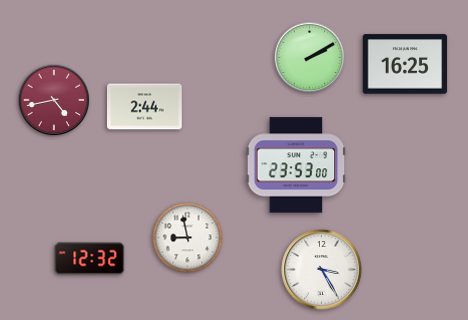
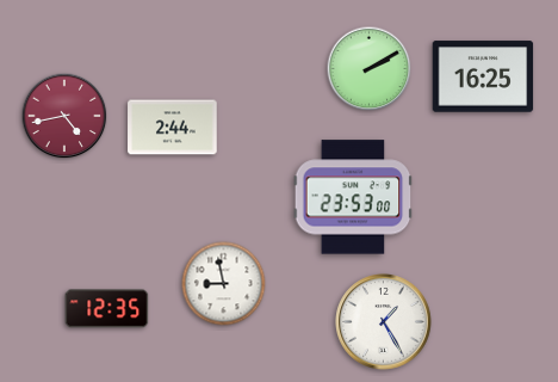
clock at (54, 100) position: (54, 100) -> (64, 116)
clock at (90, 259): 12:32 -> 12:35
clock at (322, 270): 3:25 -> 1:25
